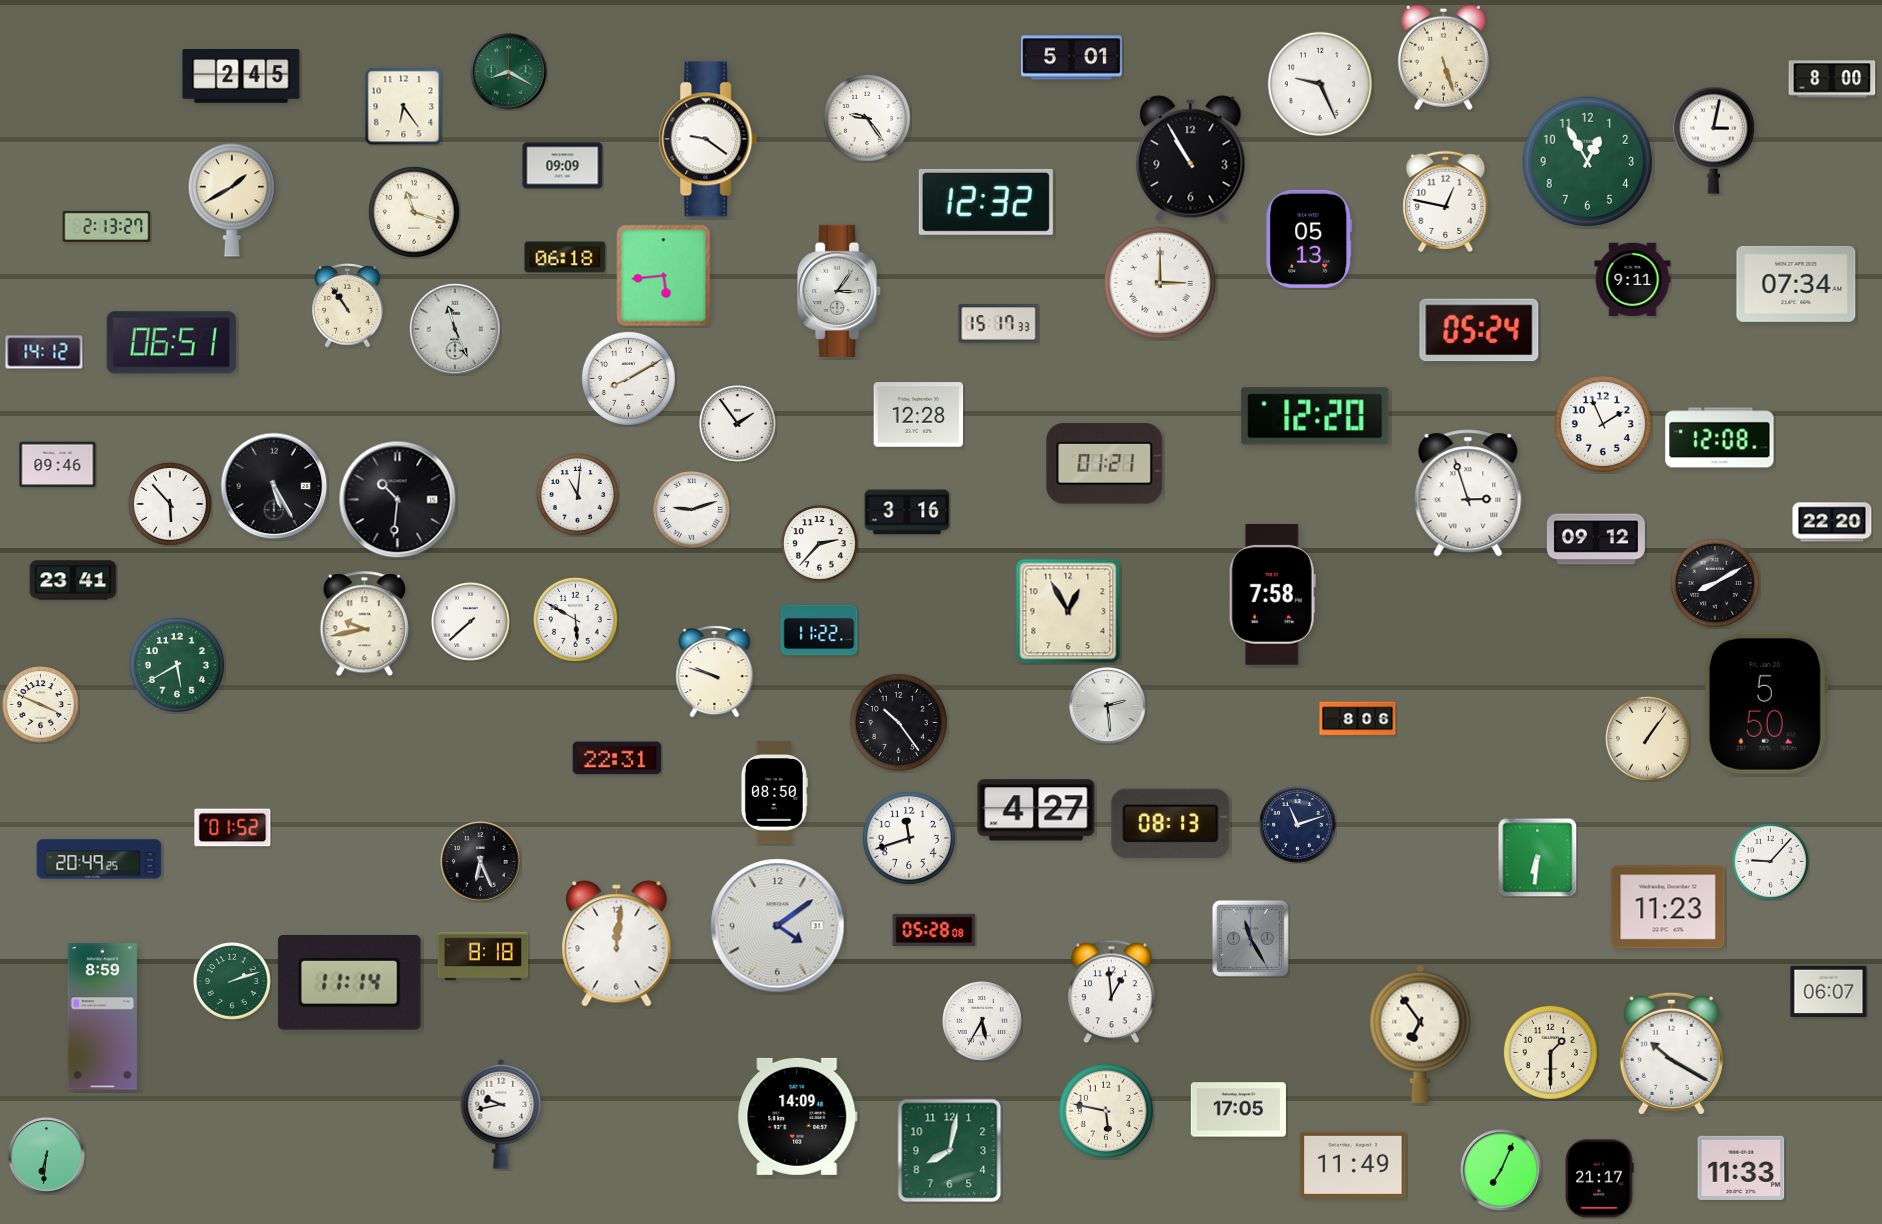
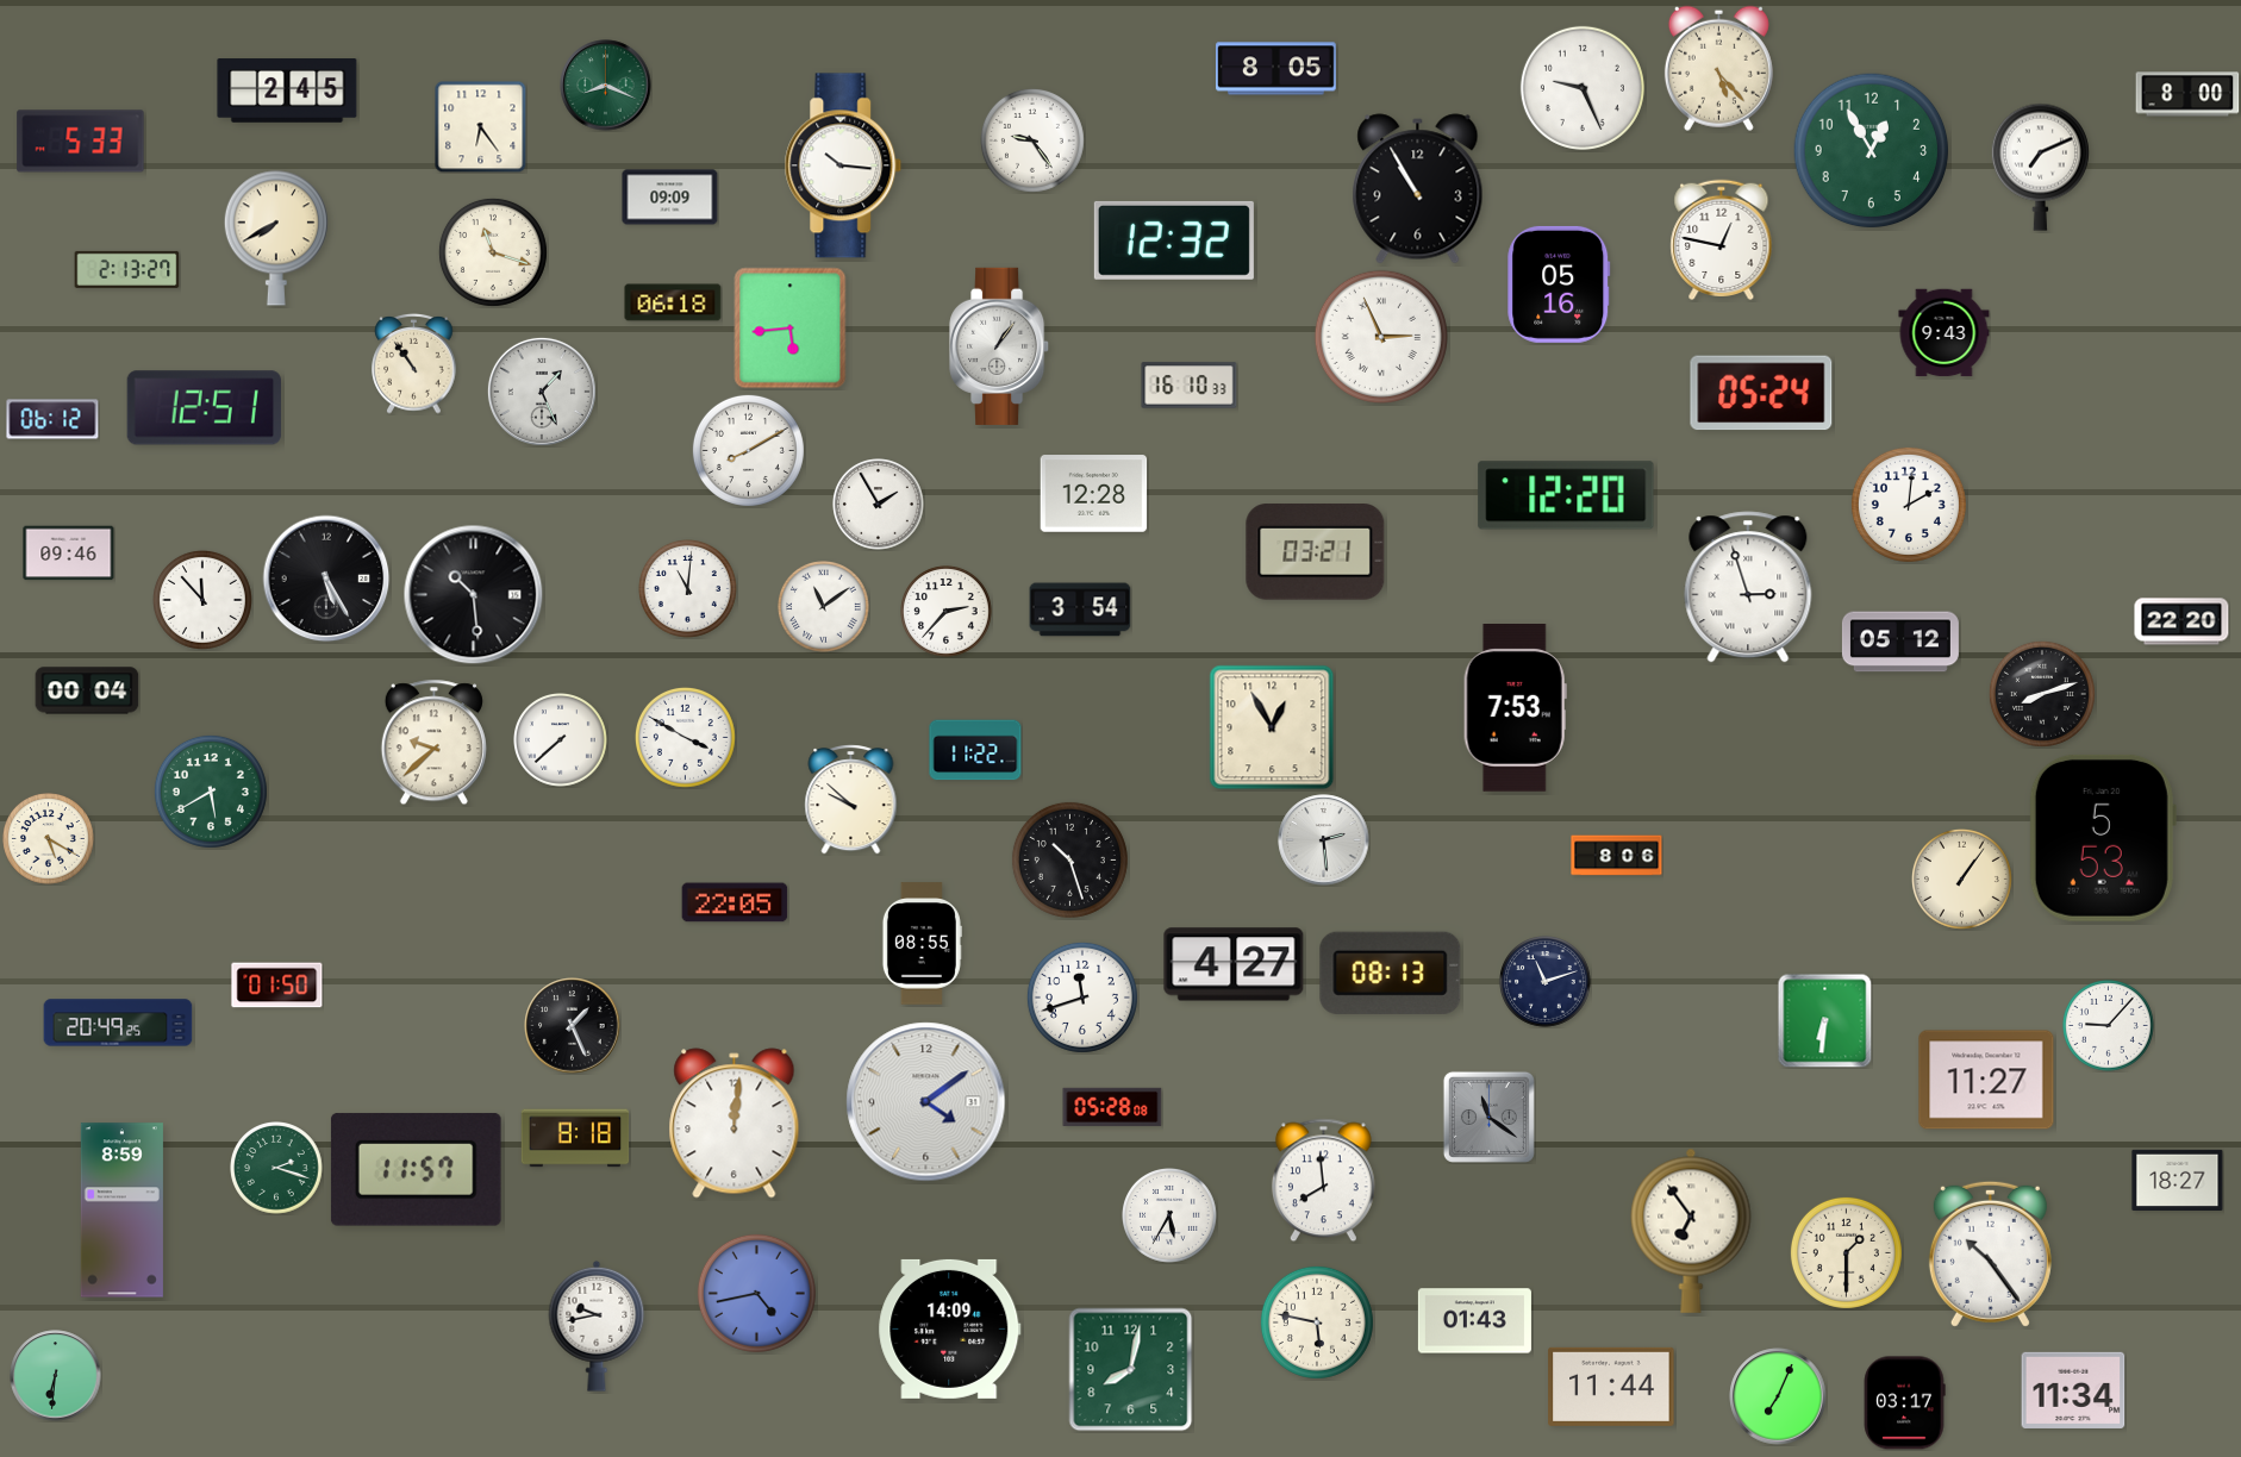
clock at (1443, 57): 5:27 -> 5:23
clock at (1072, 58): 5:01 -> 8:05
clock at (509, 72): 8:20 -> 8:19
clock at (1832, 79) position: (1832, 79) -> (2187, 94)
clock at (1320, 84) position: (1320, 84) -> (1583, 88)
clock at (81, 142): none -> 5:33
clock at (708, 139): 9:21 -> 10:16
clock at (1713, 140): 3:02 -> 7:11
clock at (1588, 162) position: (1588, 162) -> (1872, 151)
clock at (232, 200): 1:40 -> 7:40
clock at (1309, 239): 05:13 -> 05:16
clock at (565, 257) position: (565, 257) -> (673, 302)
clock at (1633, 280): 9:11 -> 9:43
clock at (1160, 283): 3:00 -> 2:56
clock at (1796, 284): 07:34 -> none
clock at (840, 291): 3:06 -> 1:06
clock at (999, 324): 15:17 -> 16:10
clock at (455, 329): 11:26 -> 1:26
clock at (171, 343): 06:51 -> 12:51
clock at (44, 352): 14:12 -> 06:12
clock at (738, 424): 1:54 -> 1:55
clock at (1603, 424): 1:56 -> 2:01
clock at (1720, 438): 12:08 -> none
clock at (1105, 464): 01:21 -> 03:21
clock at (398, 500): 10:31 -> 10:29
clock at (170, 504): 5:53 -> 11:53
clock at (692, 510): 9:12 -> 11:09
clock at (907, 512): 3:16 -> 3:54
clock at (1596, 539): 09:12 -> 05:12
clock at (820, 544) position: (820, 544) -> (947, 612)
clock at (73, 580): 23:41 -> 00:04
clock at (1715, 583): 8:10 -> 8:12
clock at (1272, 595): 7:58 -> 7:53
clock at (575, 619): 5:50 -> 3:50
clock at (364, 624): 9:43 -> 9:38
clock at (715, 672): 9:48 -> 9:52
clock at (1766, 704): 5:50 -> 5:53
clock at (41, 705): 3:49 -> 5:20
clock at (1108, 706) position: (1108, 706) -> (1324, 840)
clock at (898, 722): 10:24 -> 10:27
clock at (617, 758): 22:31 -> 22:05
clock at (774, 793): 08:50 -> 08:55
clock at (1171, 823) position: (1171, 823) -> (1391, 973)
clock at (233, 828): 01:52 -> 01:50
clock at (1537, 857) position: (1537, 857) -> (1824, 1020)
clock at (481, 862): 6:26 -> 1:26
clock at (1668, 907): 11:23 -> 11:27
clock at (1250, 938): 11:25 -> 11:21
clock at (233, 982): 2:12 -> 2:18
clock at (349, 982): 11:14 -> 11:57
clock at (1829, 991): 06:07 -> 18:27
clock at (1111, 992): 12:59 -> 7:59
clock at (1671, 1053): 10:20 -> 10:24
clock at (756, 1293): none -> 4:43
clock at (1238, 1110): 17:05 -> 01:43
clock at (1353, 1165): 11:49 -> 11:44
clock at (1741, 1168): 11:33 -> 11:34
clock at (1501, 1170) position: (1501, 1170) -> (1778, 1396)
clock at (1599, 1179): 21:17 -> 03:17
